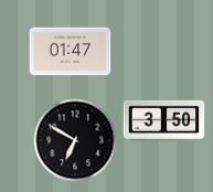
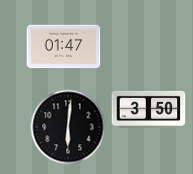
clock at (75, 140): 6:50 -> 6:01
